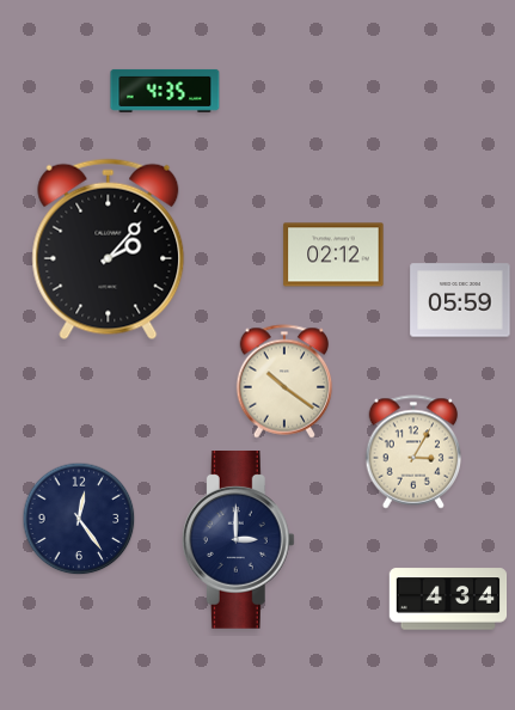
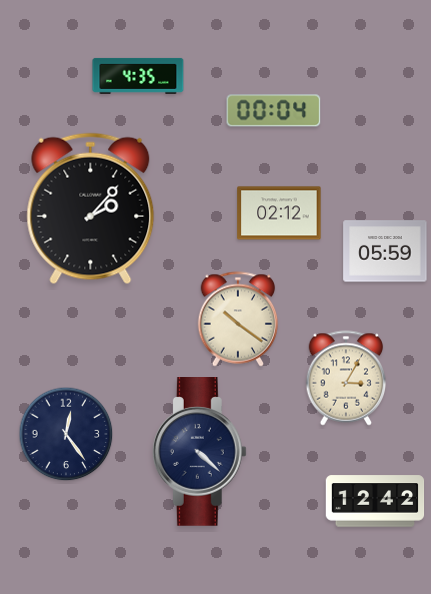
clock at (274, 111): none -> 00:04
clock at (238, 540): 3:00 -> 4:22
clock at (448, 599): 4:34 -> 12:42
